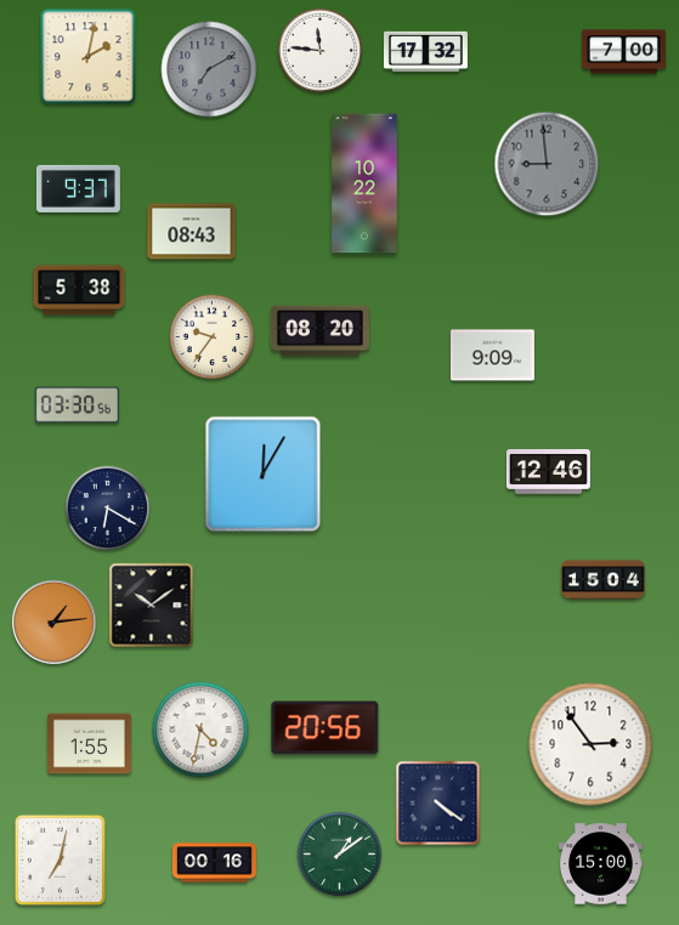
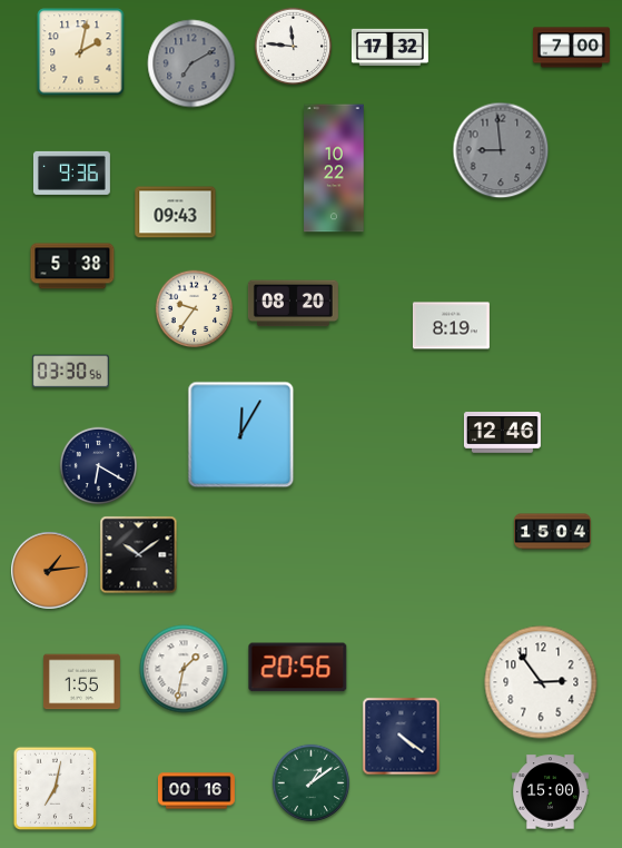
clock at (78, 188): 9:37 -> 9:36
clock at (192, 232): 08:43 -> 09:43
clock at (492, 356): 9:09 -> 8:19
clock at (200, 730): 4:32 -> 1:32
